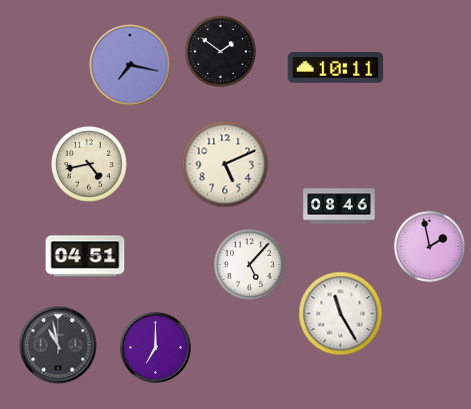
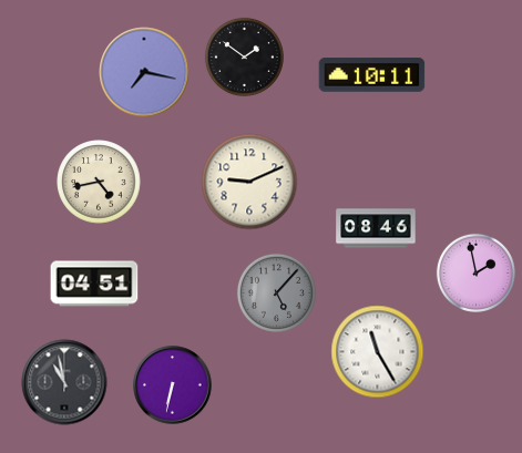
clock at (225, 164): 5:11 -> 9:11
clock at (249, 264) dial: white -> grey
clock at (341, 314) position: (341, 314) -> (378, 352)
clock at (156, 348): 7:00 -> 6:32
